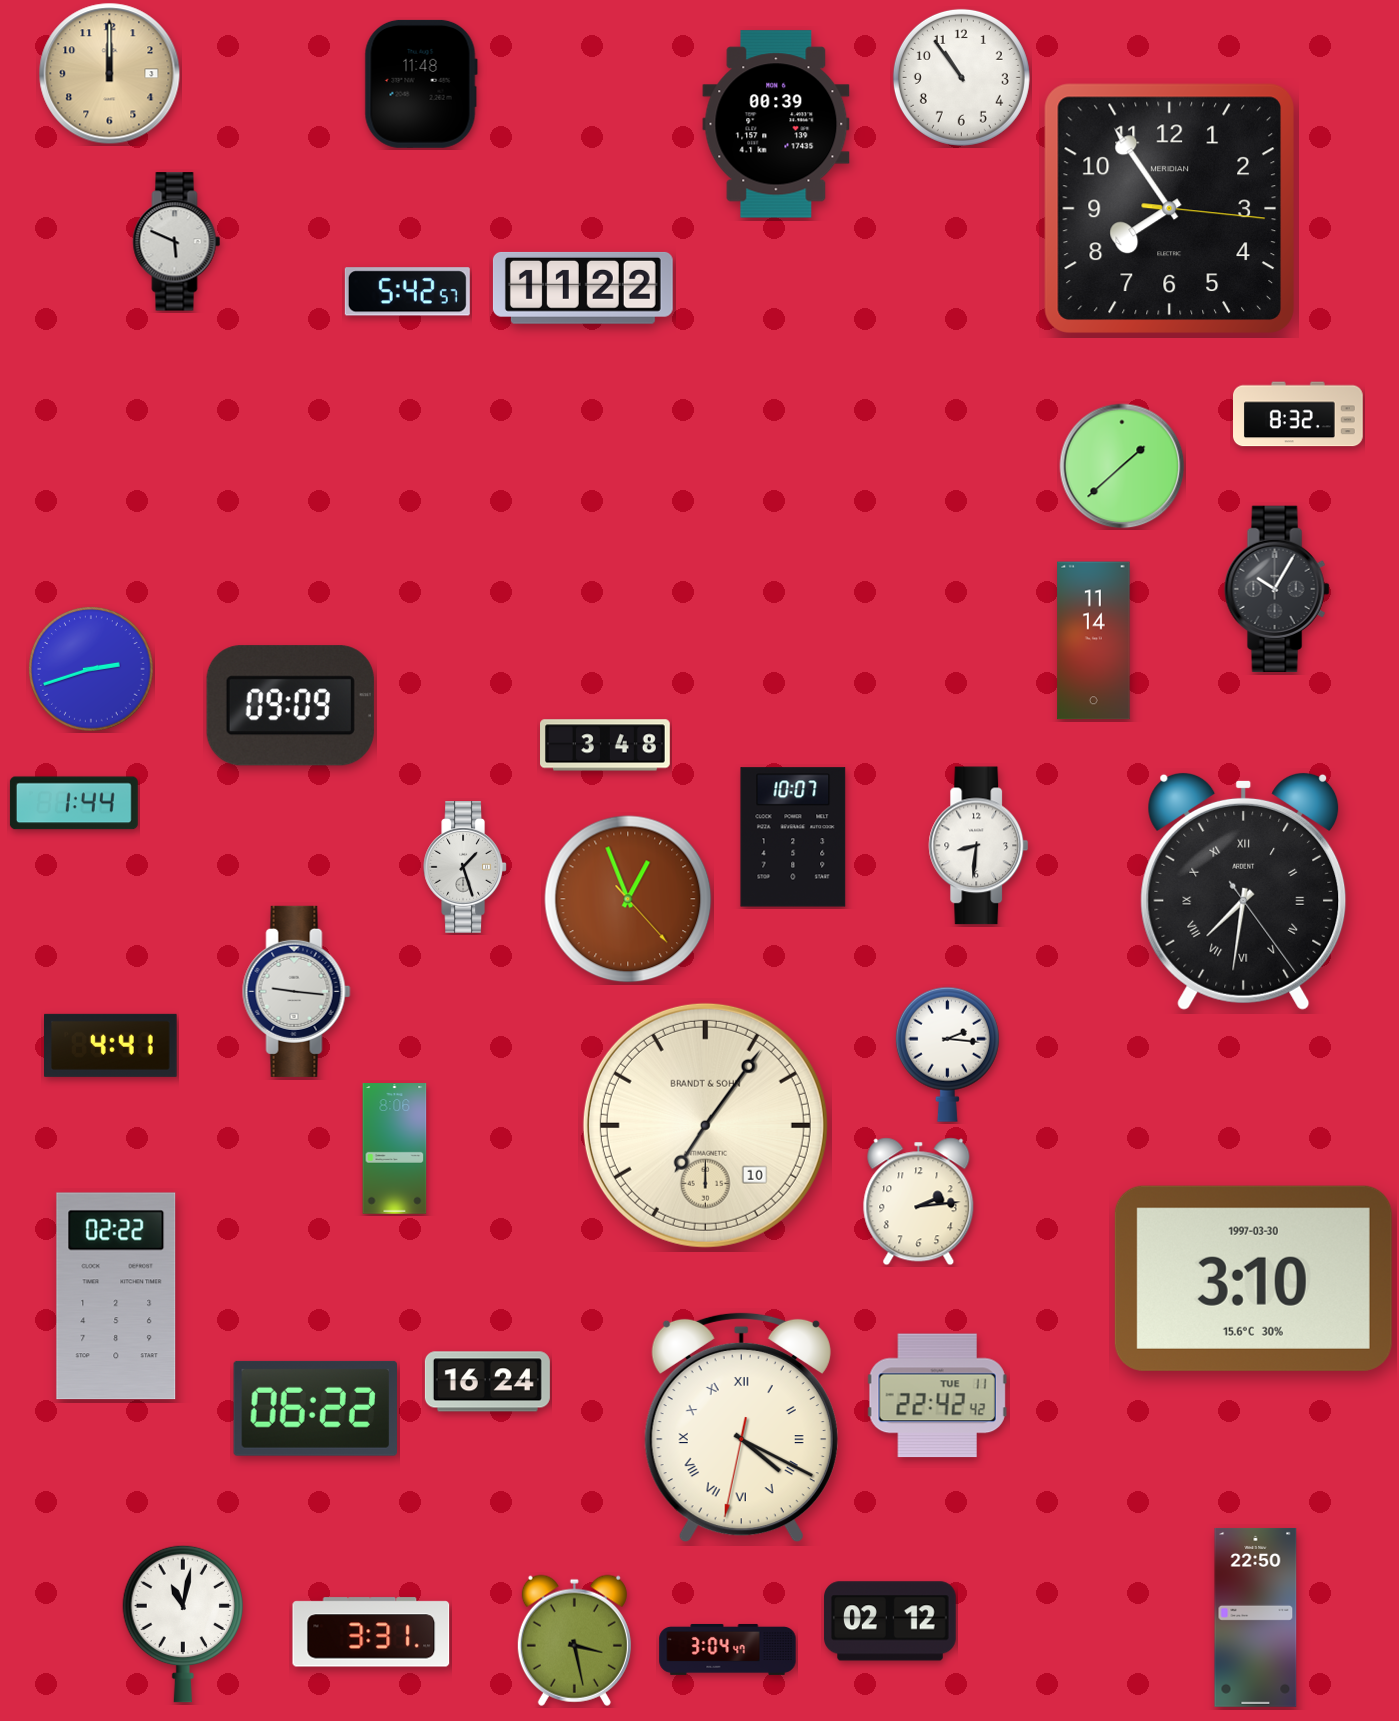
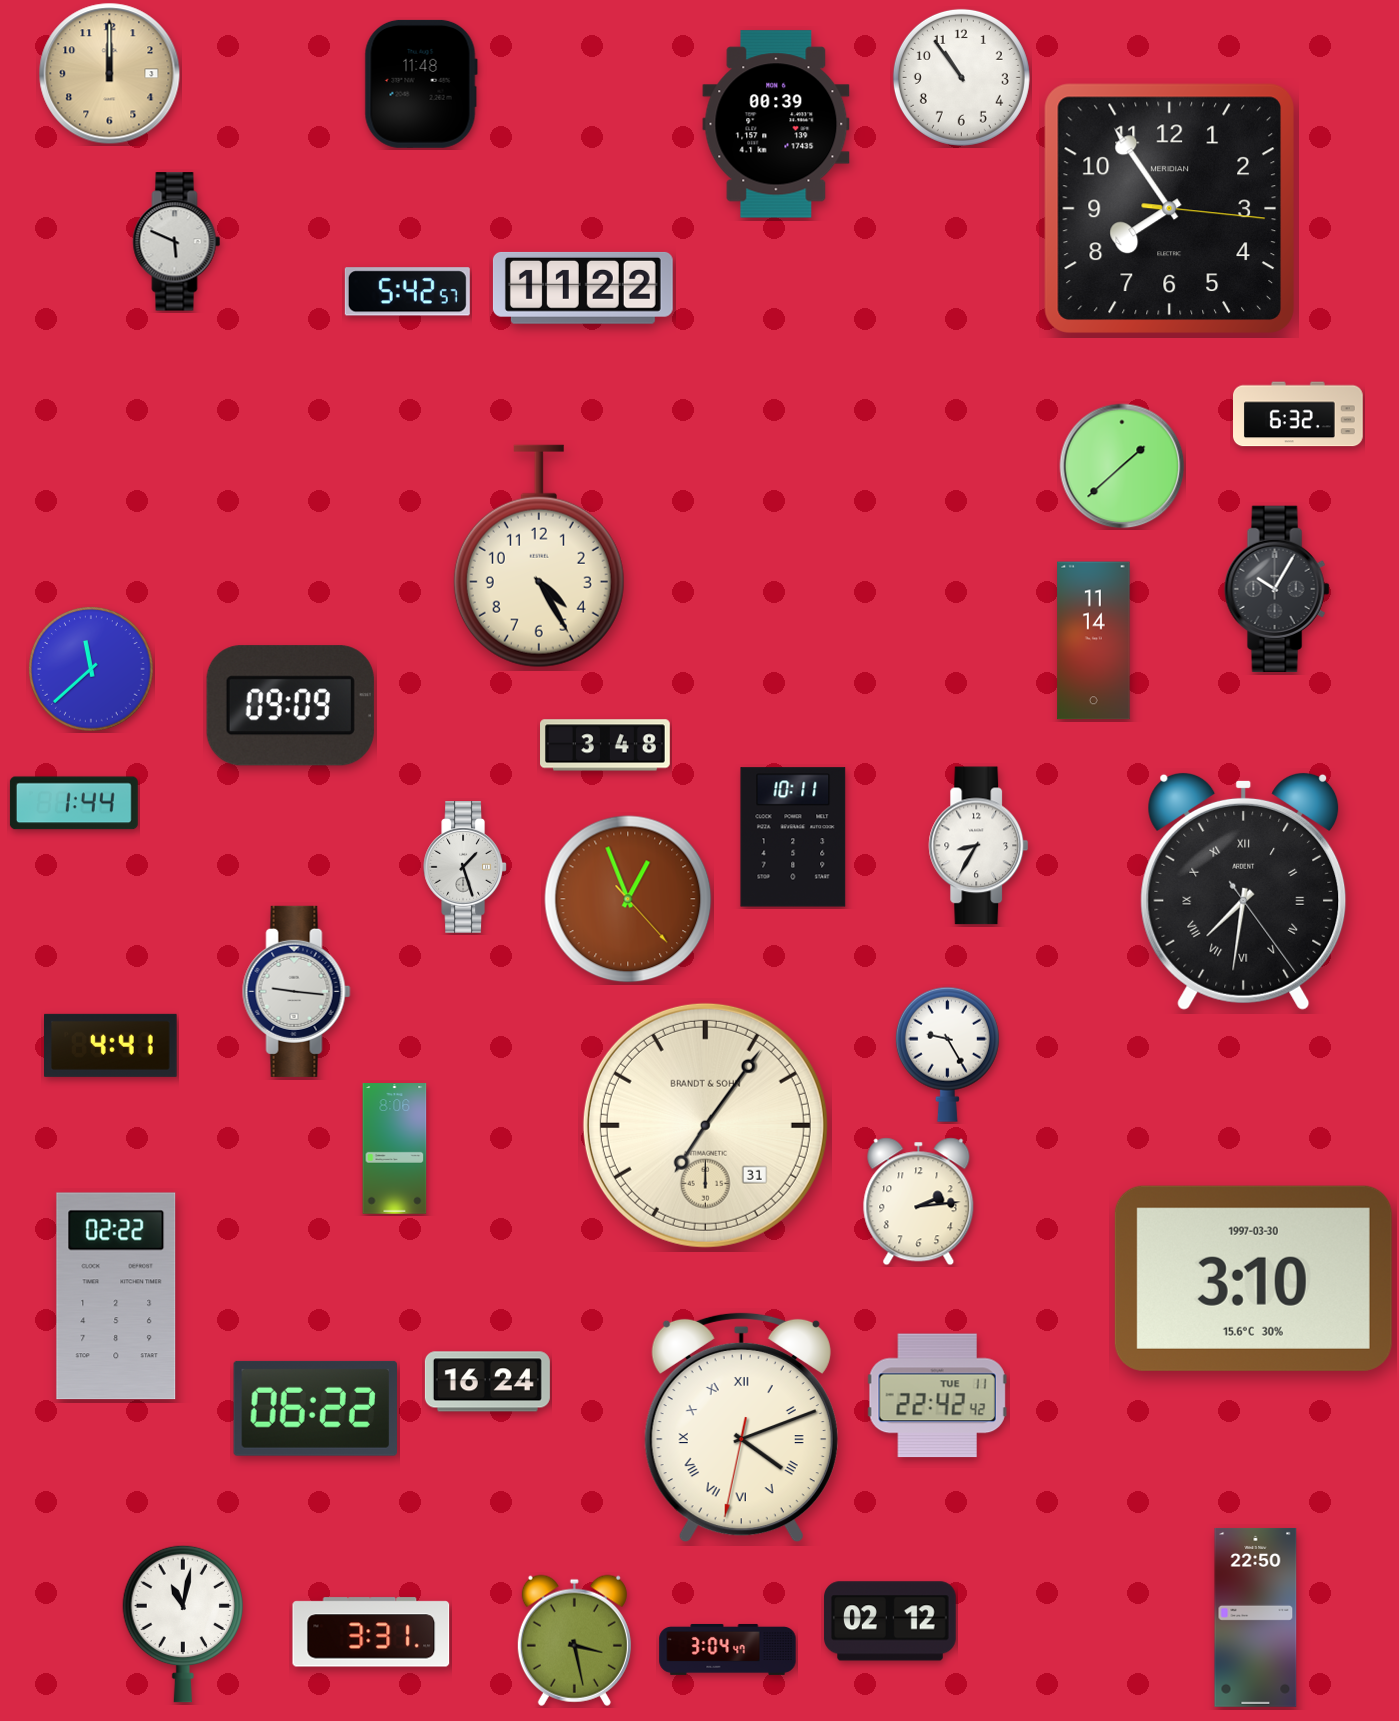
clock at (1299, 414): 8:32 -> 6:32
clock at (539, 556): none -> 4:25
clock at (92, 670): 2:42 -> 11:38
clock at (793, 837): 10:07 -> 10:11
clock at (979, 846): 8:31 -> 8:35
clock at (947, 1054): 2:16 -> 9:25
clock at (705, 1125) date: 10 -> 31
clock at (741, 1427): 4:19 -> 4:11
